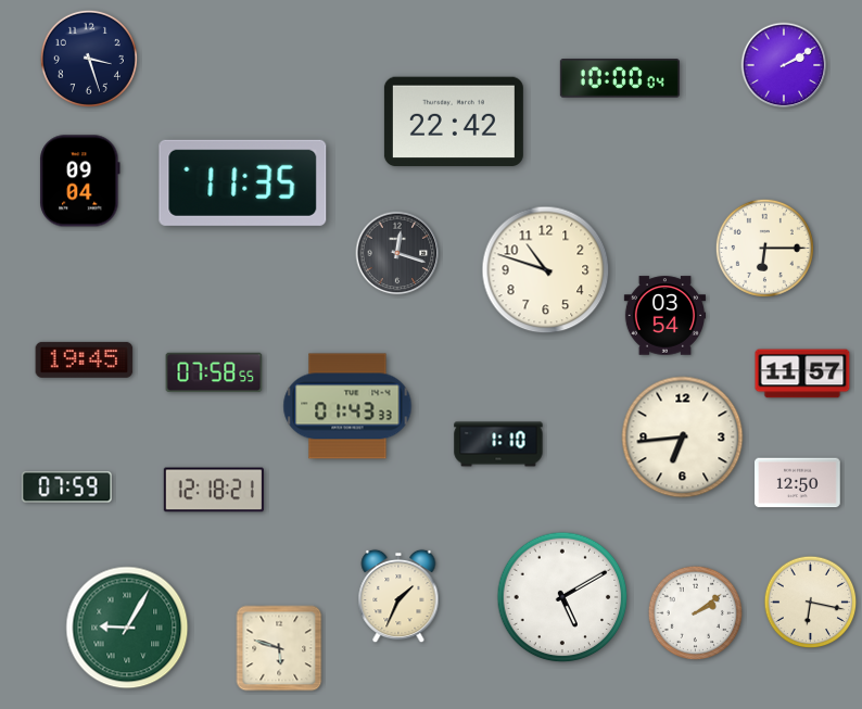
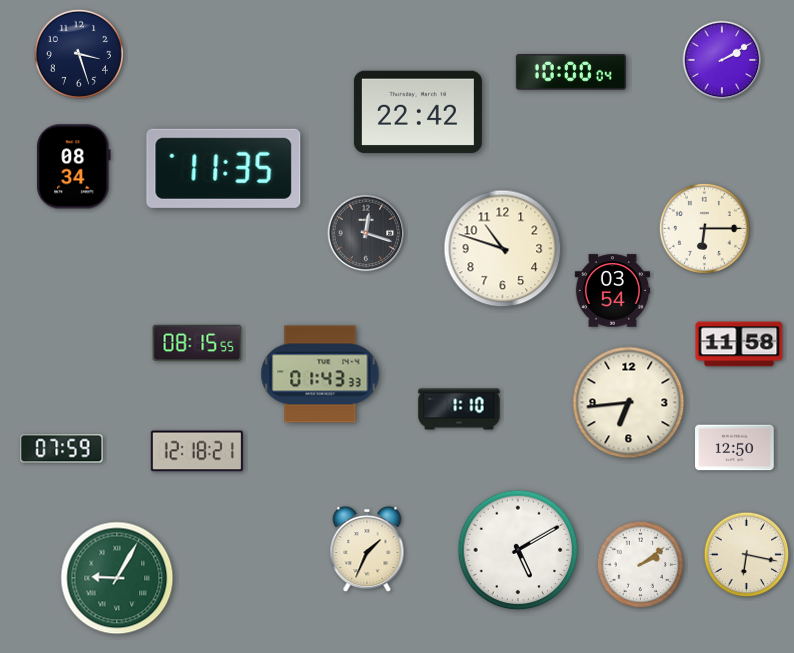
clock at (89, 59) position: (89, 59) -> (79, 54)
clock at (80, 181): 09:04 -> 08:34
clock at (85, 359): 19:45 -> none
clock at (214, 372): 07:58 -> 08:15
clock at (802, 374): 11:57 -> 11:58
clock at (798, 483) position: (798, 483) -> (735, 448)
clock at (279, 648): 5:48 -> none
